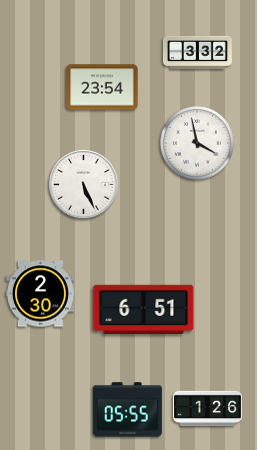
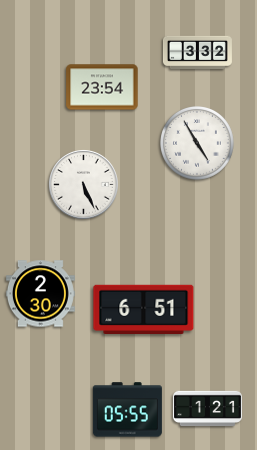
clock at (198, 144): 3:58 -> 4:55
clock at (207, 409): 1:26 -> 1:21
